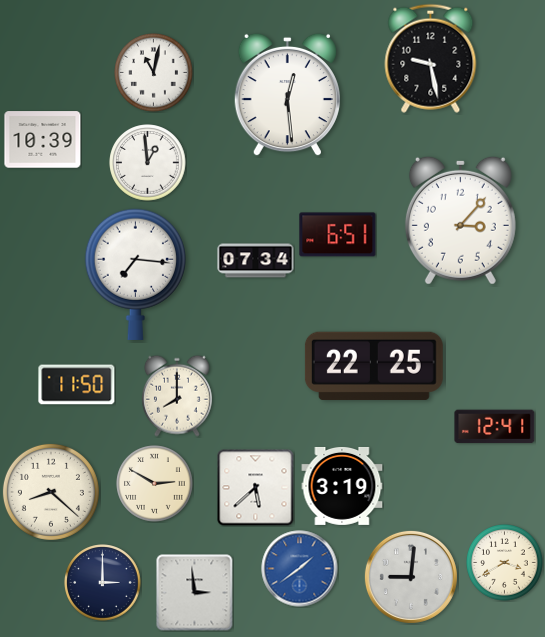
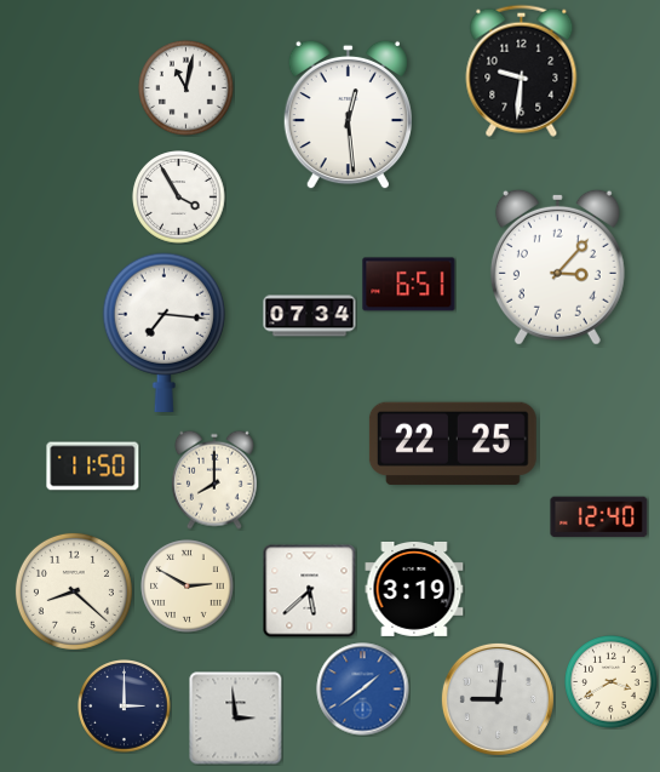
clock at (431, 58): 9:28 -> 9:31
clock at (43, 140): 10:39 -> none
clock at (148, 163): 12:59 -> 3:55
clock at (495, 427): 12:41 -> 12:40
clock at (51, 492) position: (51, 492) -> (74, 591)
